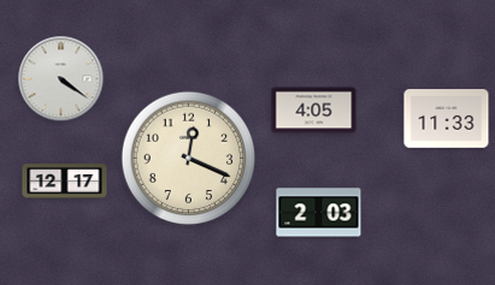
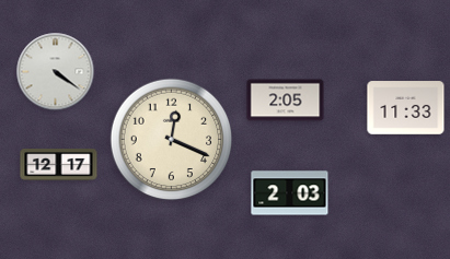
clock at (314, 111): 4:05 -> 2:05
clock at (189, 159) position: (189, 159) -> (172, 140)
